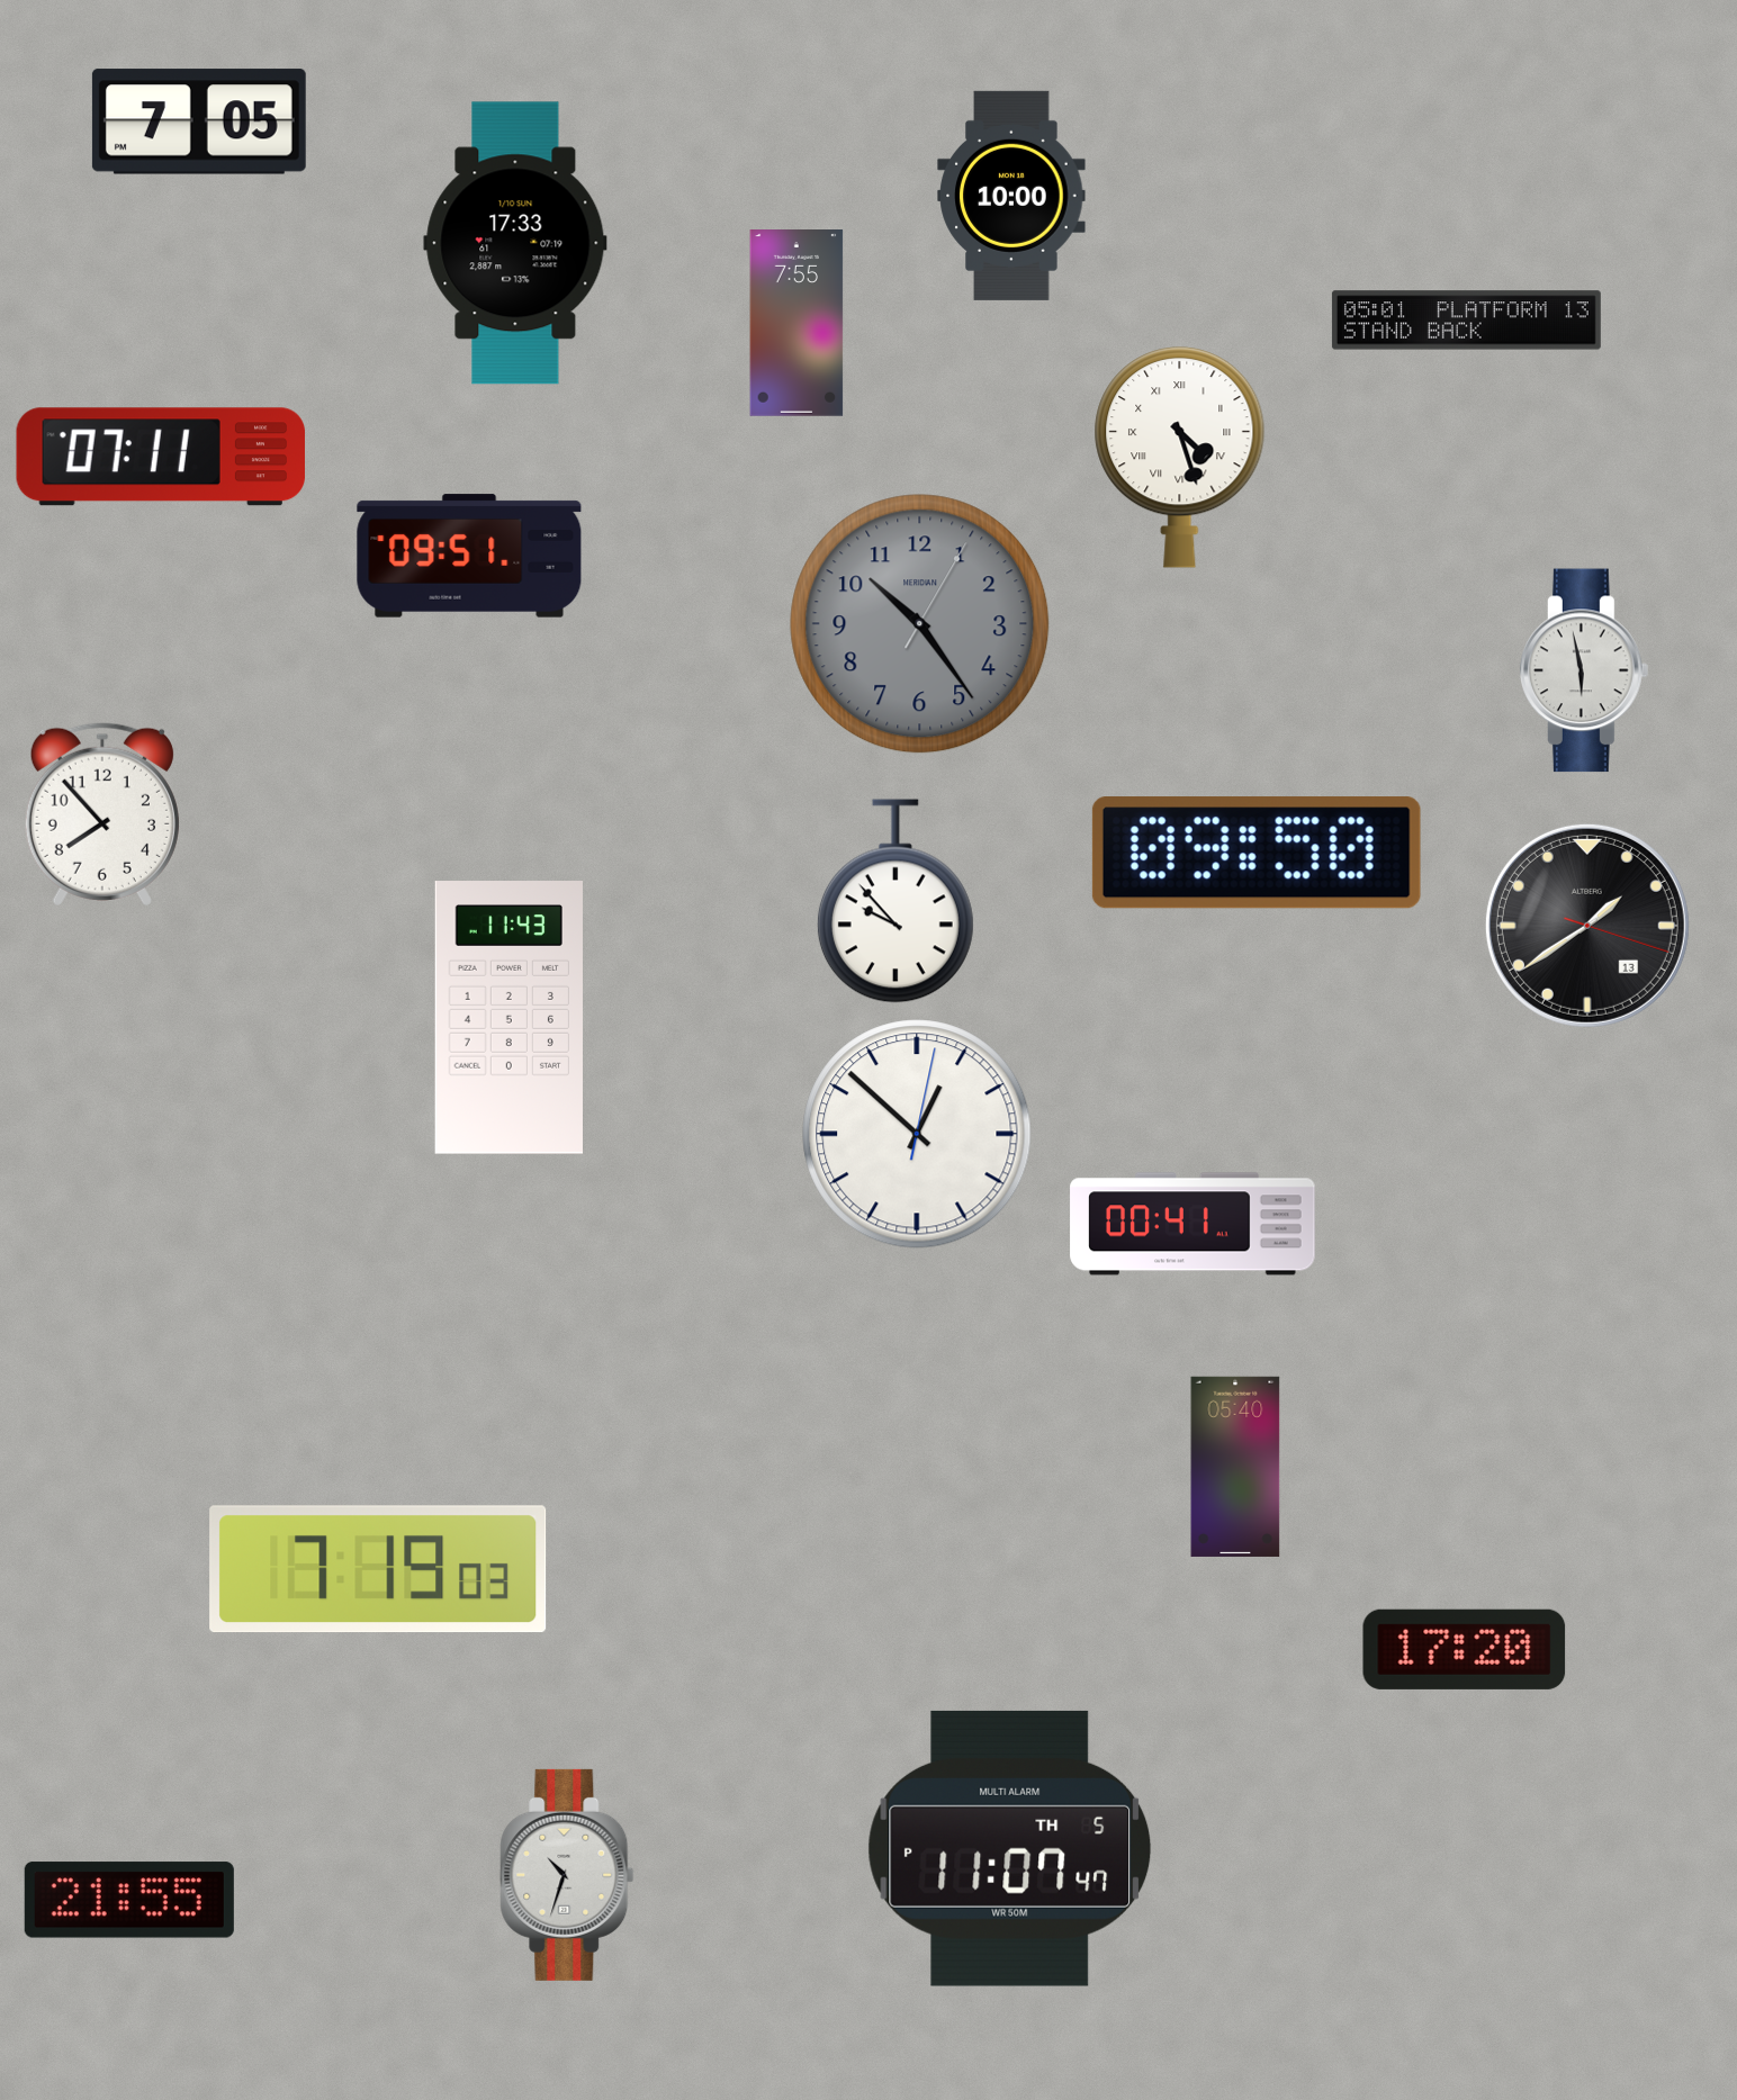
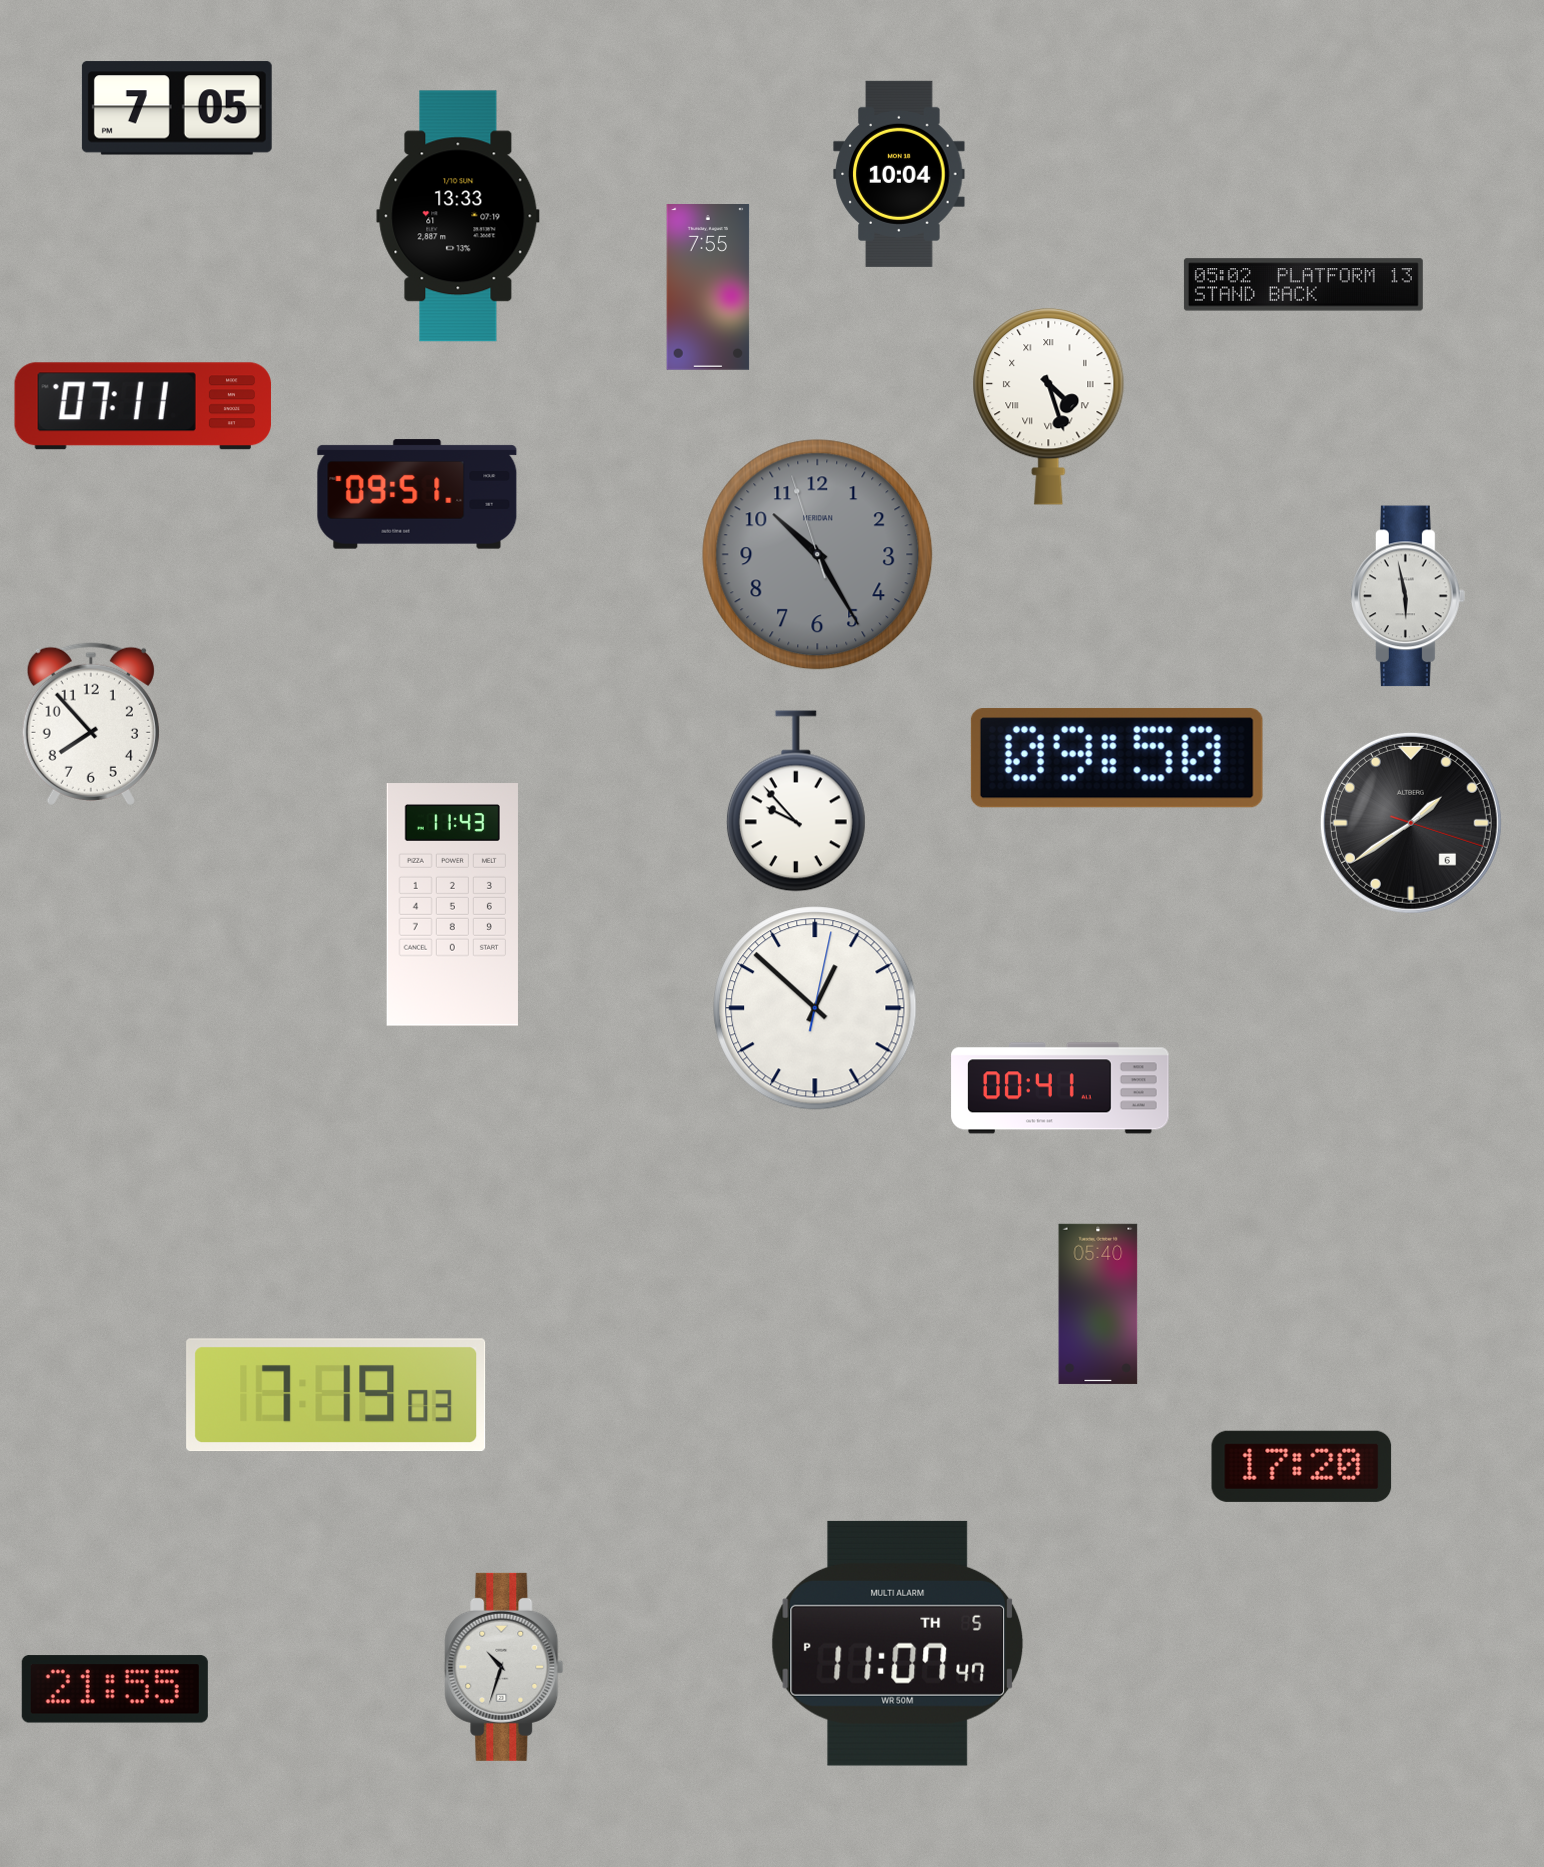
clock at (1011, 196): 10:00 -> 10:04
clock at (515, 243): 17:33 -> 13:33
clock at (1466, 321): 05:01 -> 05:02
clock at (920, 624): 10:24:05 -> 10:24:57
clock at (1587, 926) date: 13 -> 6
